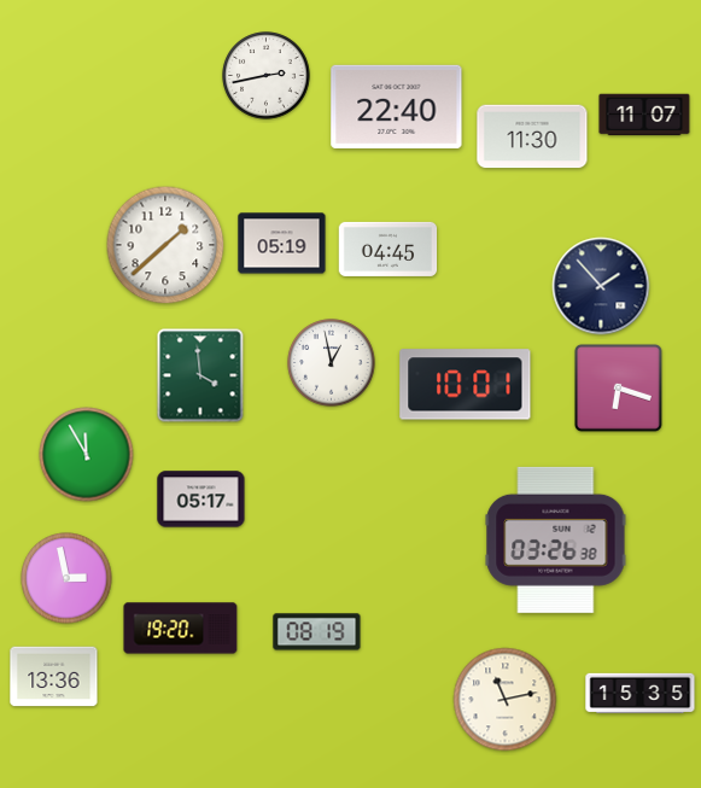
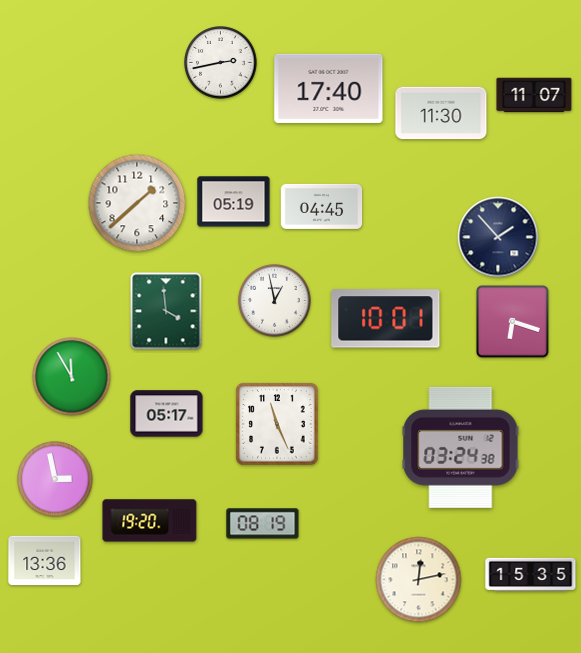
clock at (397, 106): 22:40 -> 17:40
clock at (277, 424): none -> 11:26
clock at (556, 539): 03:26 -> 03:24
clock at (506, 700): 11:13 -> 12:13
